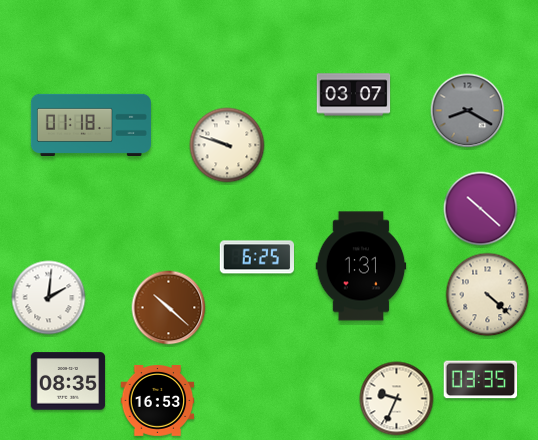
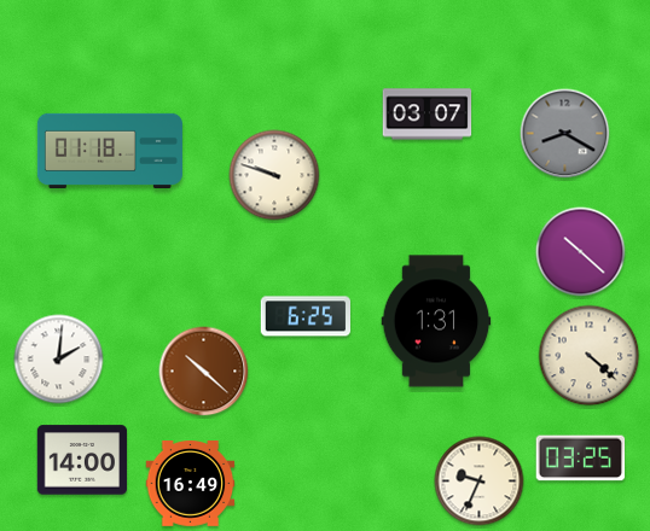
clock at (256, 257) position: (256, 257) -> (304, 316)
clock at (481, 380): 03:35 -> 03:25
clock at (68, 381): 08:35 -> 14:00
clock at (158, 401): 16:53 -> 16:49
